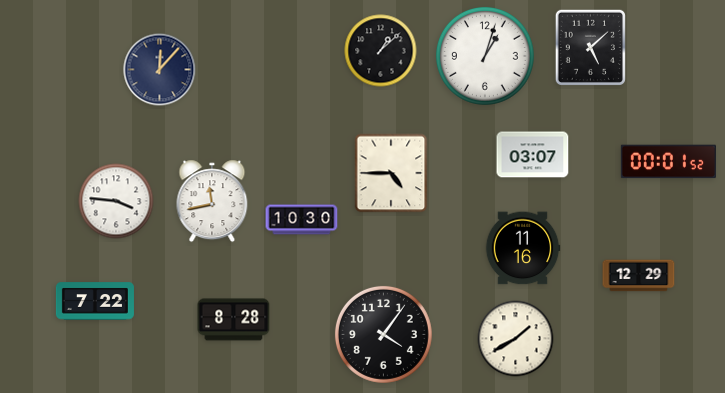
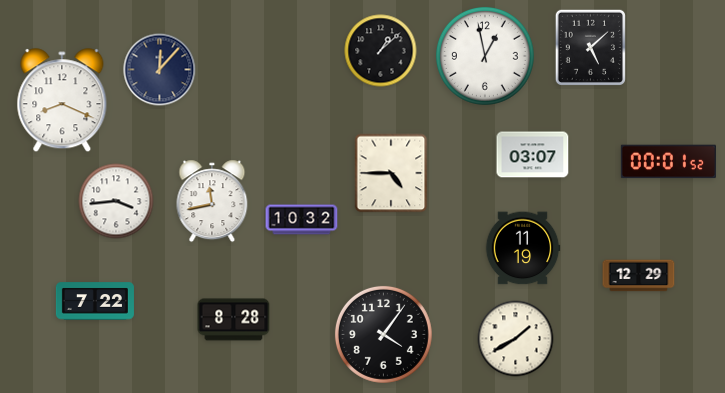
clock at (485, 56): 1:03 -> 12:58
clock at (62, 101): none -> 8:19
clock at (116, 201): 3:46 -> 3:44
clock at (302, 220): 10:30 -> 10:32
clock at (523, 248): 11:16 -> 11:19
